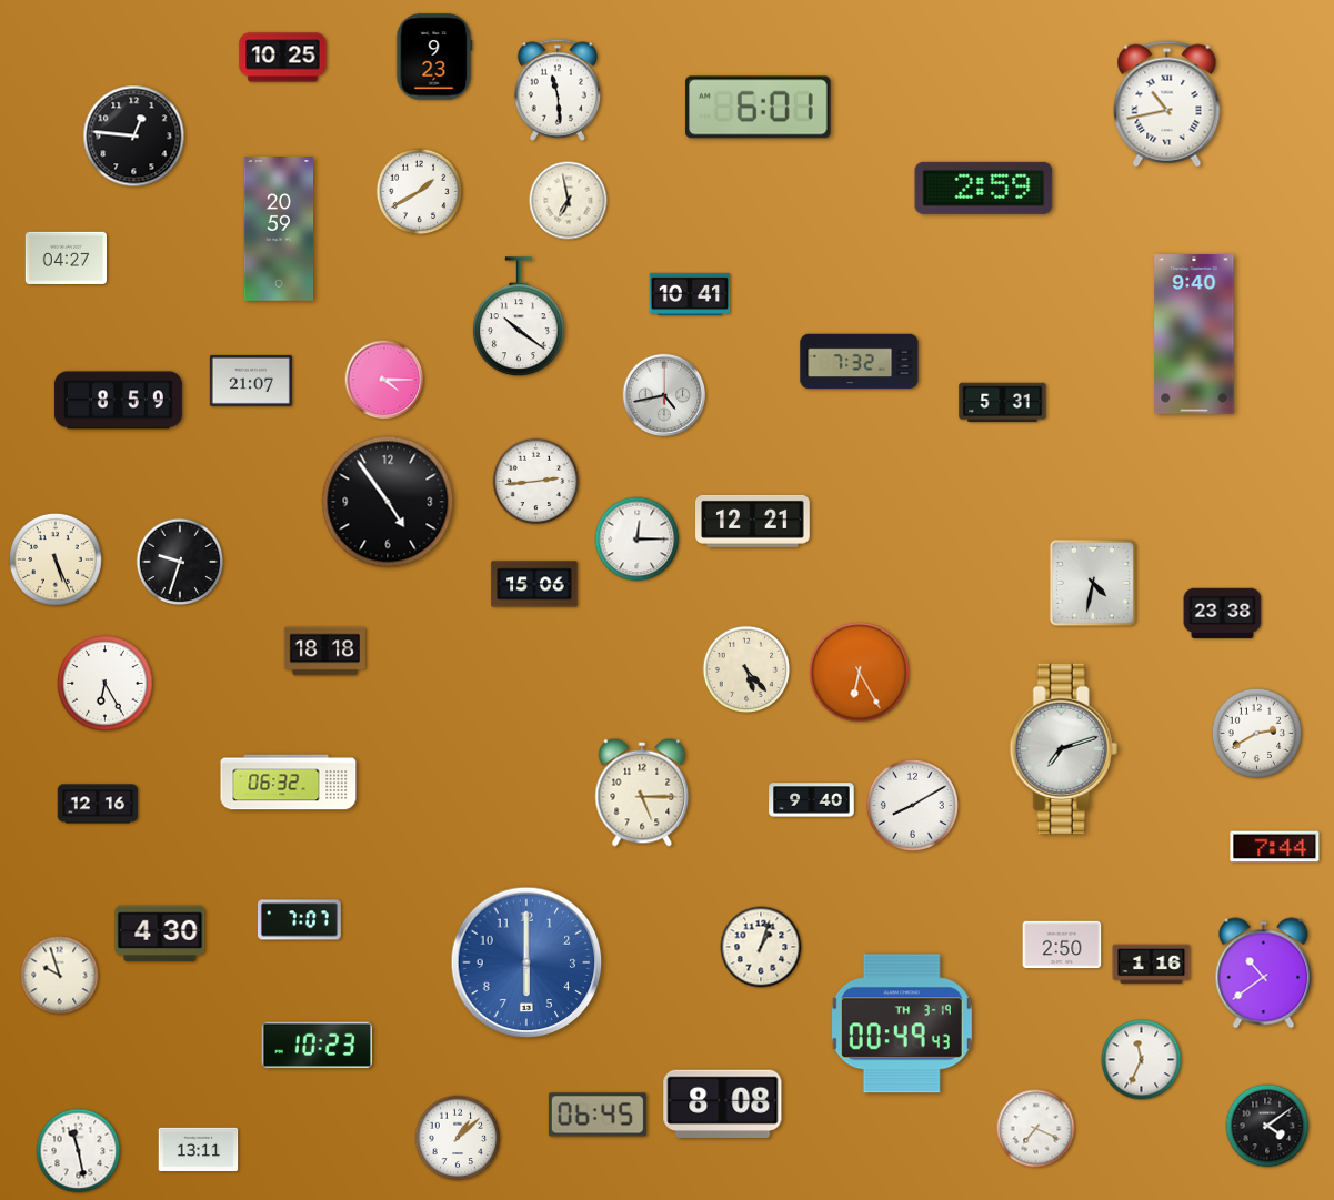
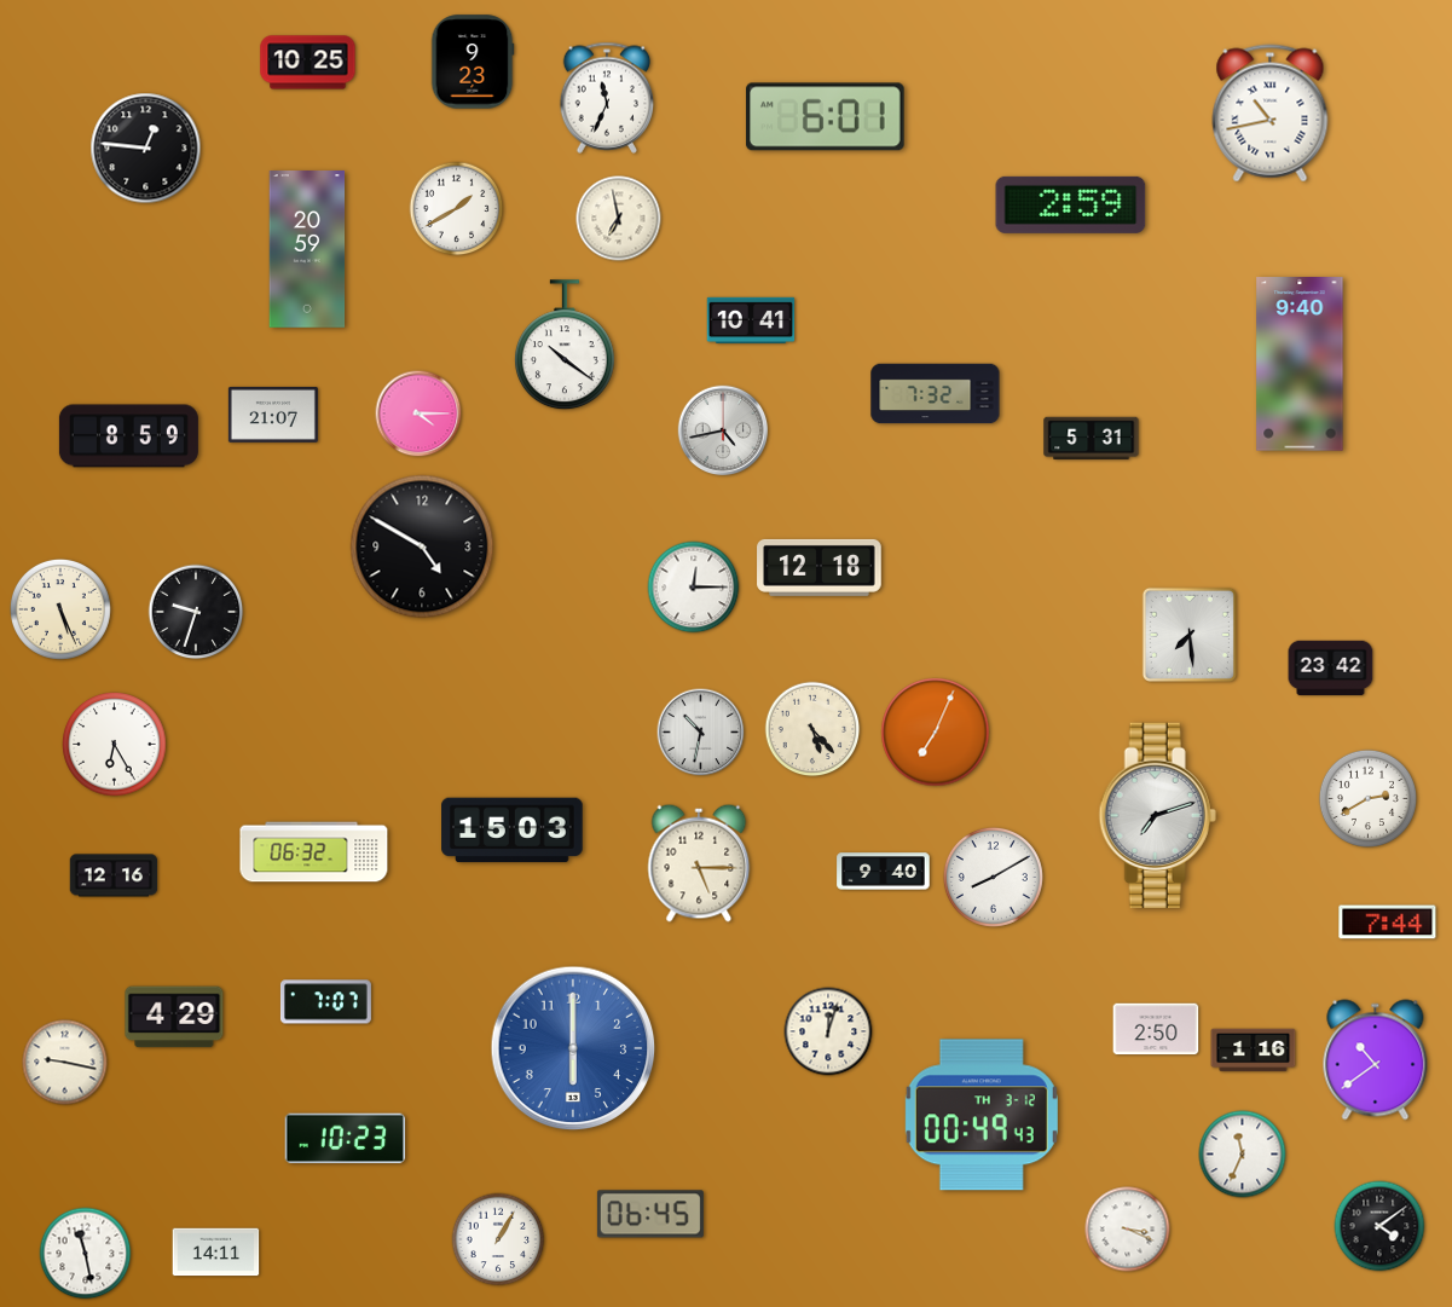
clock at (558, 90): 11:29 -> 11:34
clock at (279, 230) position: (279, 230) -> (307, 250)
clock at (66, 258): 04:27 -> none
clock at (536, 482): 2:44 -> none
clock at (388, 502): 4:54 -> 4:50
clock at (753, 521): 12:21 -> 12:18
clock at (1093, 583): 4:32 -> 7:29
clock at (534, 584): 15:06 -> none
clock at (1223, 614): 23:38 -> 23:42
clock at (324, 652): 18:18 -> none
clock at (701, 733): none -> 10:32
clock at (860, 673): 6:25 -> 7:04
clock at (513, 831): none -> 15:03
clock at (98, 804) position: (98, 804) -> (114, 875)
clock at (160, 934): 4:30 -> 4:29
clock at (761, 947): 1:03 -> 12:03
clock at (60, 976): 9:57 -> 9:17
clock at (902, 1023) date: TH 3-19 -> TH 3-12
clock at (723, 1103): 8:08 -> none
clock at (1036, 1129): 7:19 -> 3:19
clock at (458, 1138): 1:08 -> 1:05
clock at (199, 1150): 13:11 -> 14:11
